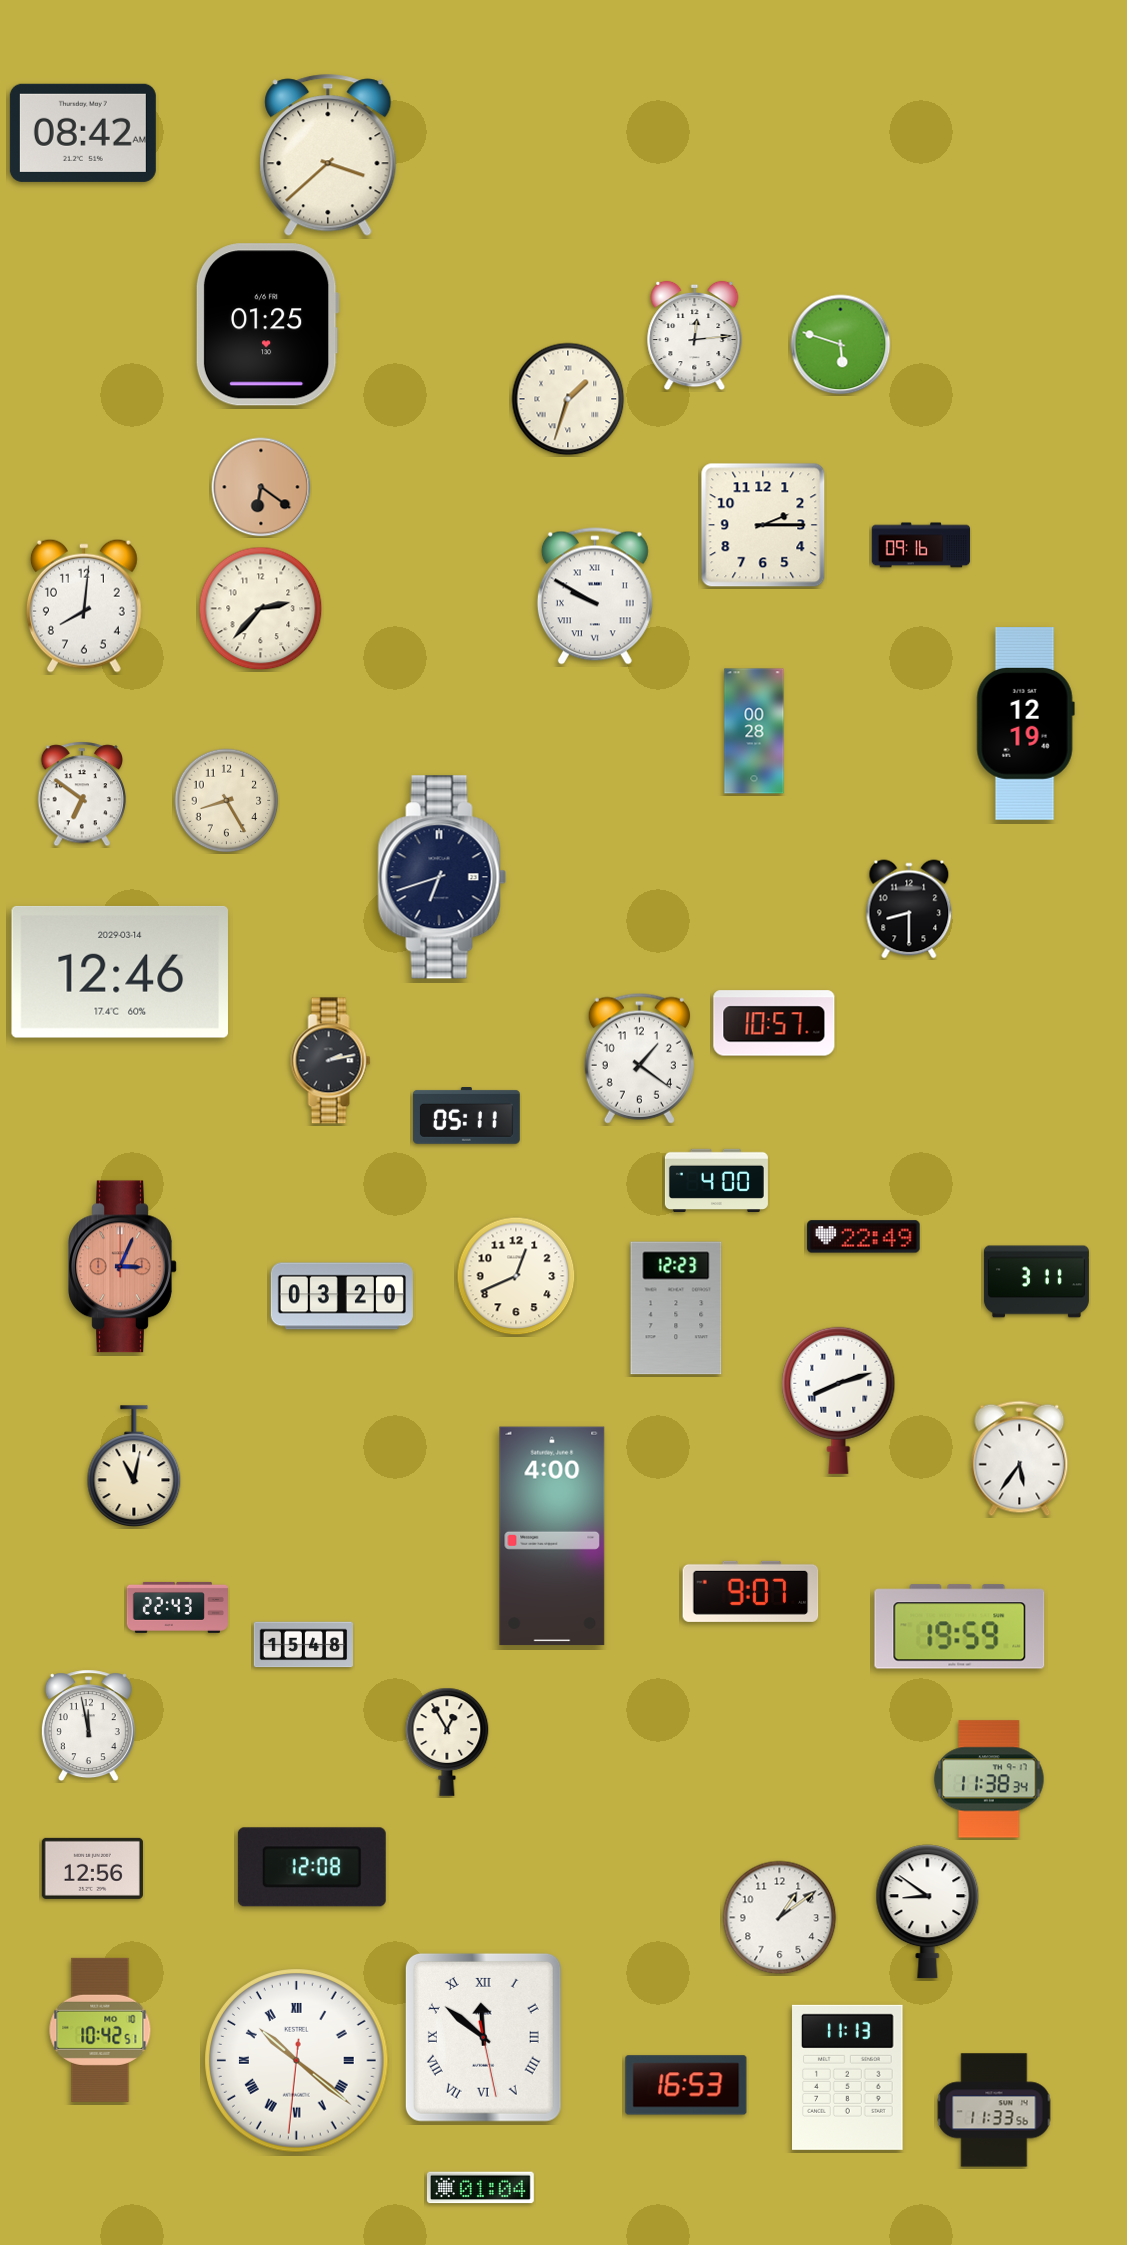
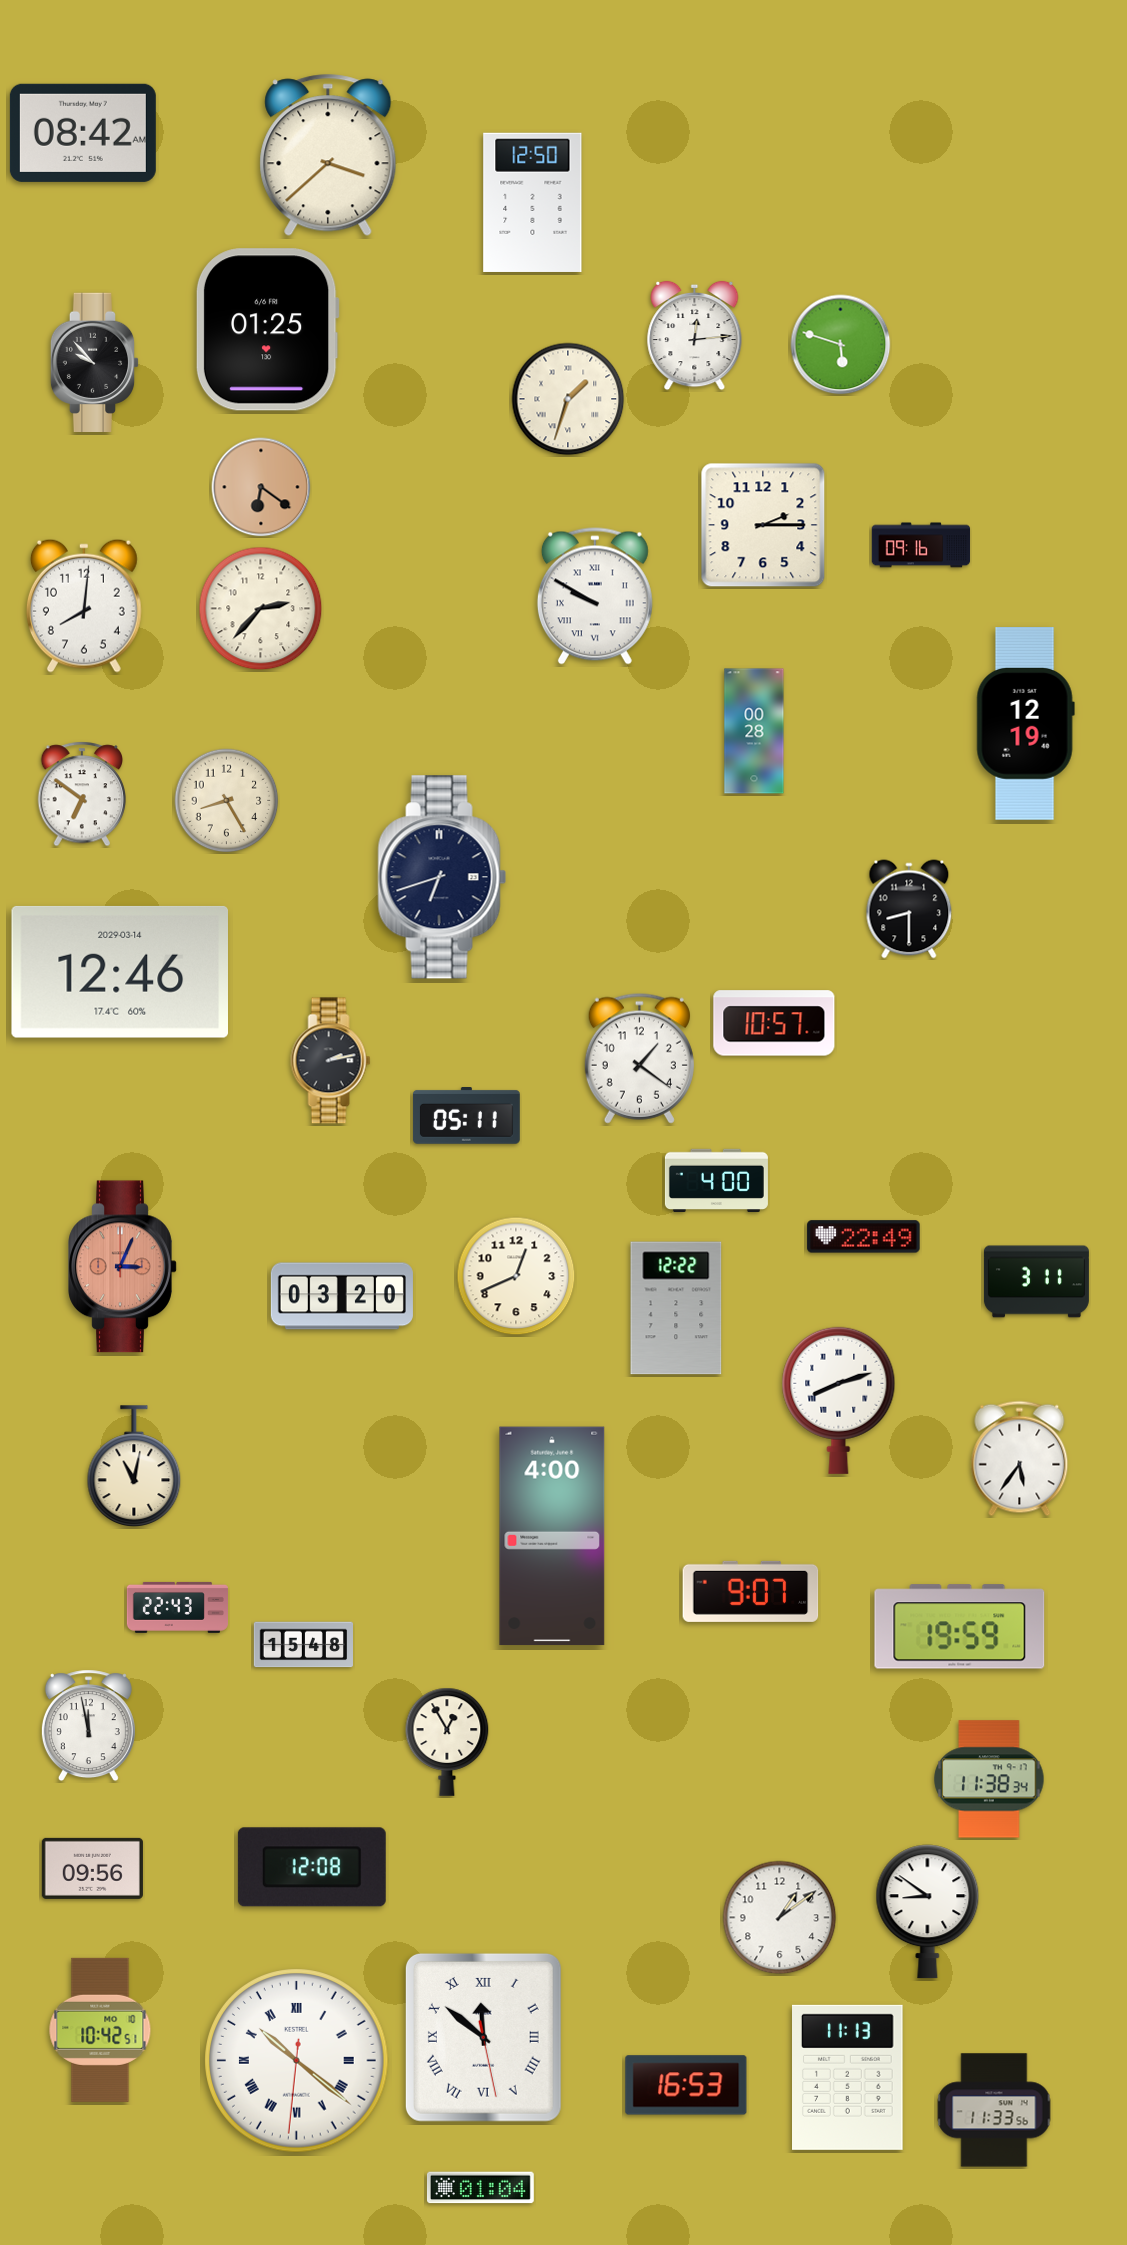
clock at (533, 202): none -> 12:50
clock at (267, 325) position: (267, 325) -> (267, 330)
clock at (95, 362): none -> 9:53
clock at (676, 1308): 12:23 -> 12:22
clock at (92, 1868): 12:56 -> 09:56
